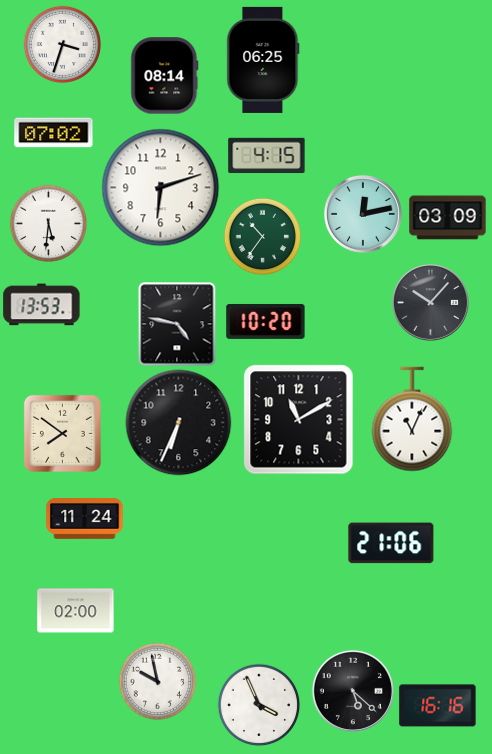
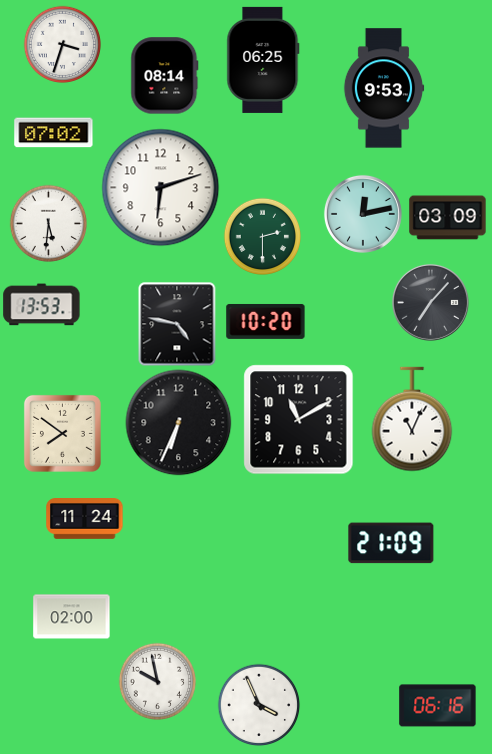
clock at (384, 88): none -> 9:53
clock at (267, 156): 4:15 -> none
clock at (262, 236): 10:36 -> 2:30
clock at (430, 302): 10:07 -> 7:07
clock at (391, 543): 21:06 -> 21:09
clock at (76, 611) position: (76, 611) -> (72, 617)
clock at (353, 691): 5:22 -> none
clock at (438, 706): 16:16 -> 06:16
